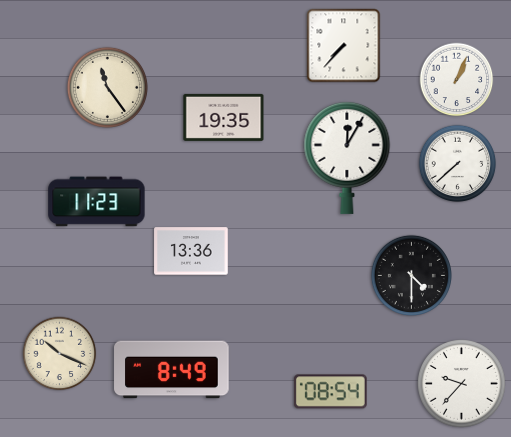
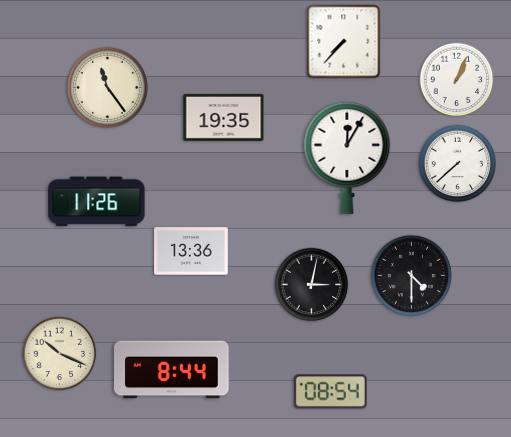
clock at (344, 46) position: (344, 46) -> (344, 42)
clock at (97, 202): 11:23 -> 11:26
clock at (312, 285): none -> 3:02
clock at (172, 370): 8:49 -> 8:44
clock at (462, 384): 9:37 -> none
